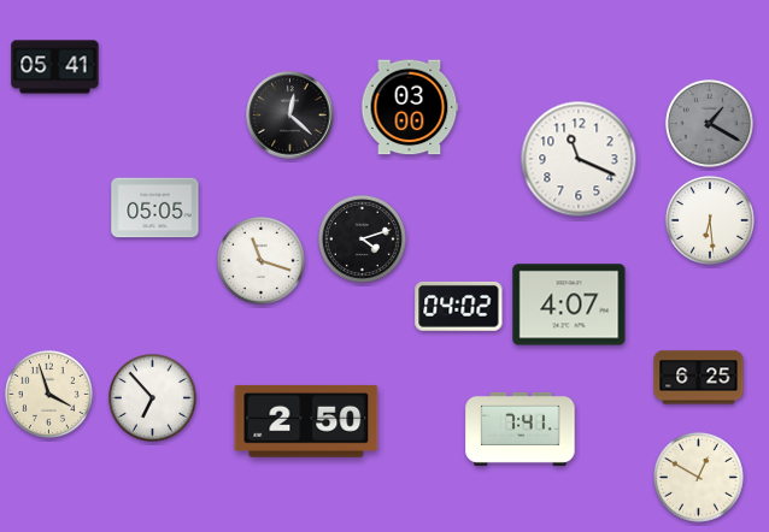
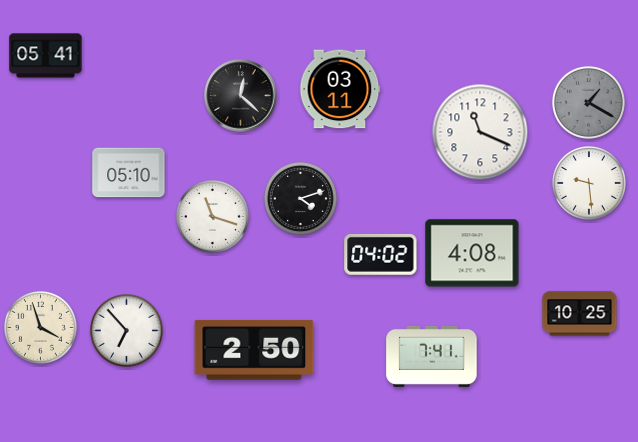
clock at (410, 107): 03:00 -> 03:11
clock at (155, 208): 05:05 -> 05:10
clock at (710, 220): 6:29 -> 9:29
clock at (260, 260) position: (260, 260) -> (212, 216)
clock at (569, 305): 4:07 -> 4:08
clock at (699, 378): 6:25 -> 10:25
clock at (699, 478): 12:50 -> none
